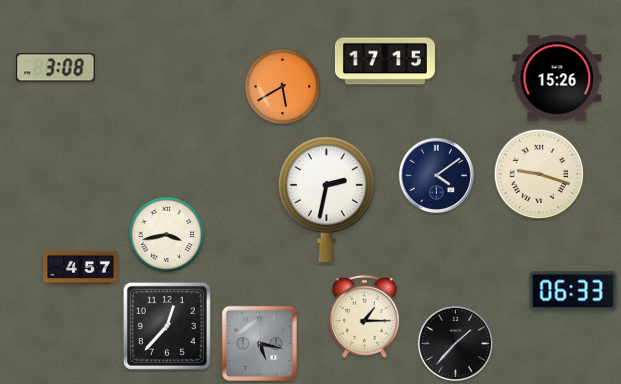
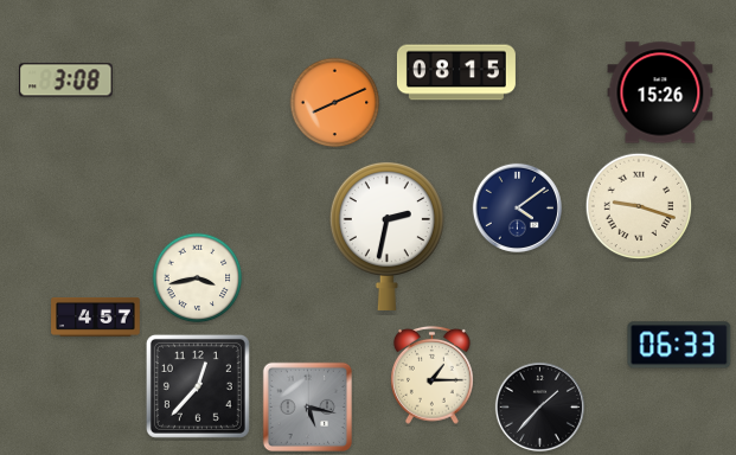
clock at (385, 61): 17:15 -> 08:15
clock at (283, 87): 5:40 -> 8:11
